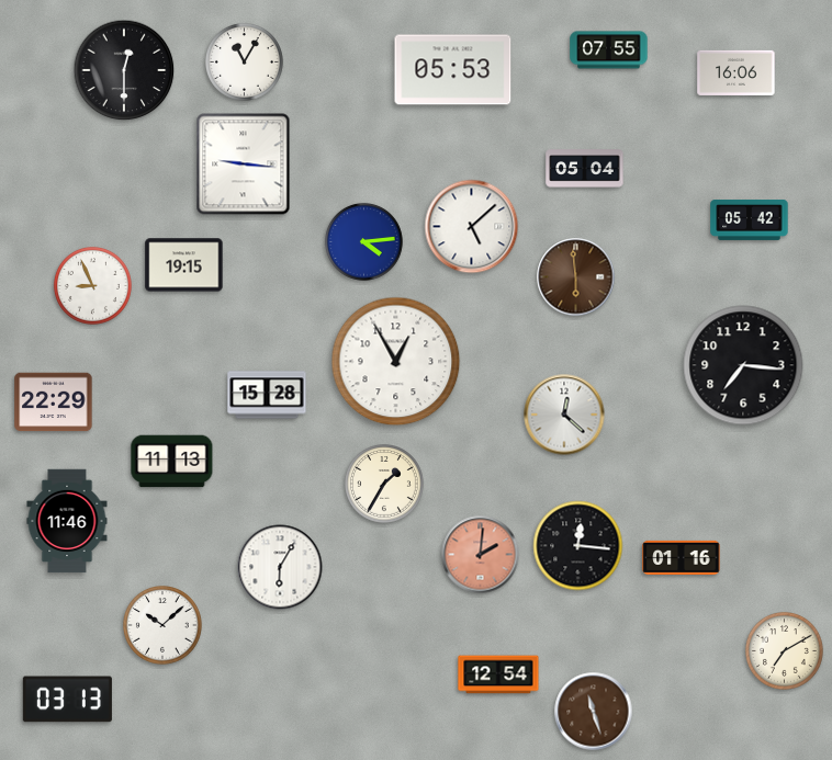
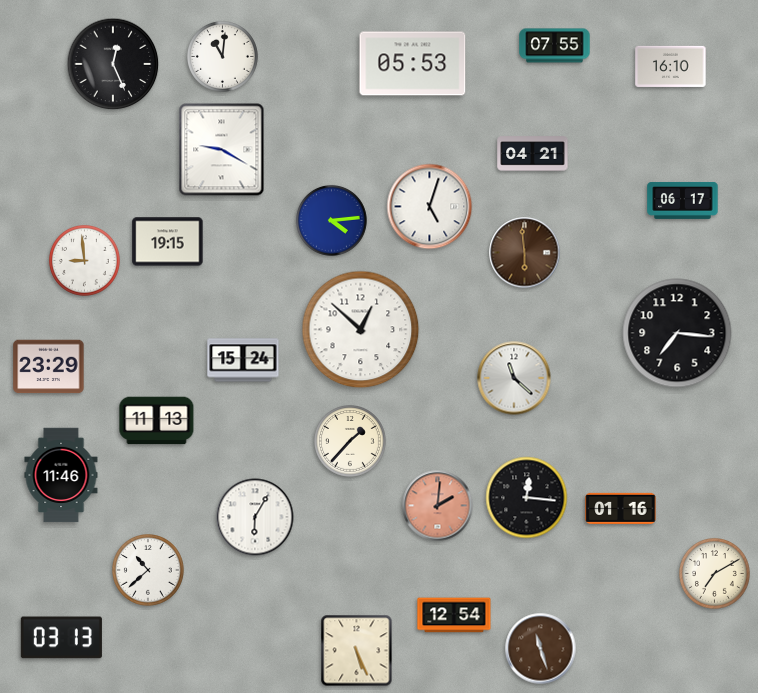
clock at (244, 61): 11:05 -> 11:01
clock at (124, 70): 12:30 -> 12:26
clock at (737, 72): 16:06 -> 16:10
clock at (244, 165): 9:16 -> 9:20
clock at (585, 169): 05:04 -> 04:21
clock at (750, 220): 05:42 -> 06:17
clock at (472, 227): 5:08 -> 5:03
clock at (92, 285): 8:56 -> 8:59
clock at (396, 362): 12:55 -> 12:52
clock at (267, 395): 15:28 -> 15:24
clock at (54, 402): 22:29 -> 23:29
clock at (564, 415): 12:22 -> 11:22
clock at (385, 485): 1:35 -> 1:37
clock at (164, 626): 10:08 -> 10:38
clock at (784, 650) position: (784, 650) -> (714, 573)
clock at (357, 651): none -> 5:26
